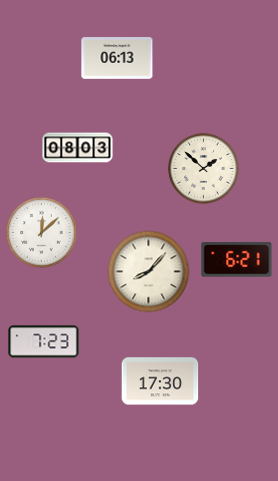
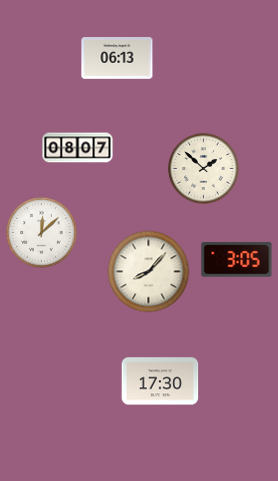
clock at (78, 148): 08:03 -> 08:07
clock at (237, 260): 6:21 -> 3:05
clock at (44, 342): 7:23 -> none
